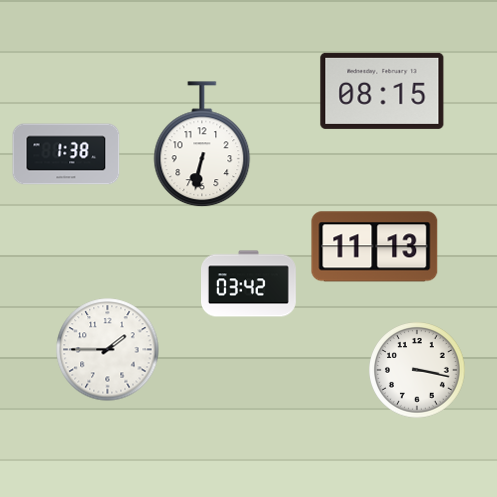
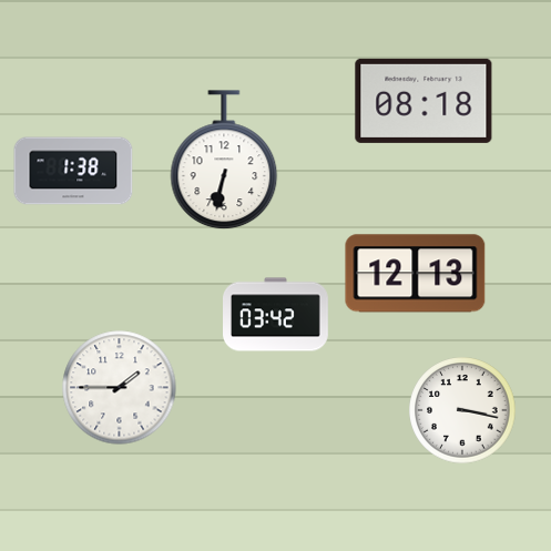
clock at (382, 91): 08:15 -> 08:18
clock at (375, 247): 11:13 -> 12:13
